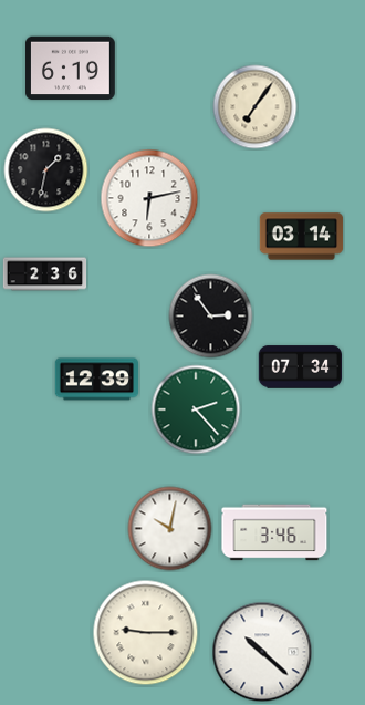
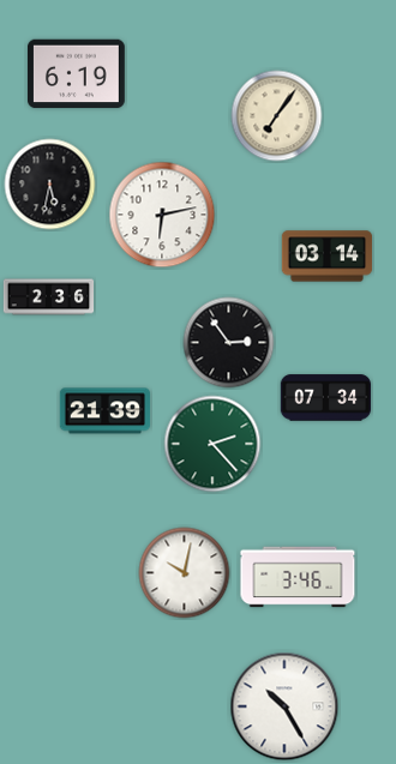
clock at (46, 170): 1:32 -> 5:32
clock at (96, 380): 12:39 -> 21:39
clock at (146, 633): 9:15 -> none
clock at (262, 652): 10:22 -> 10:25
